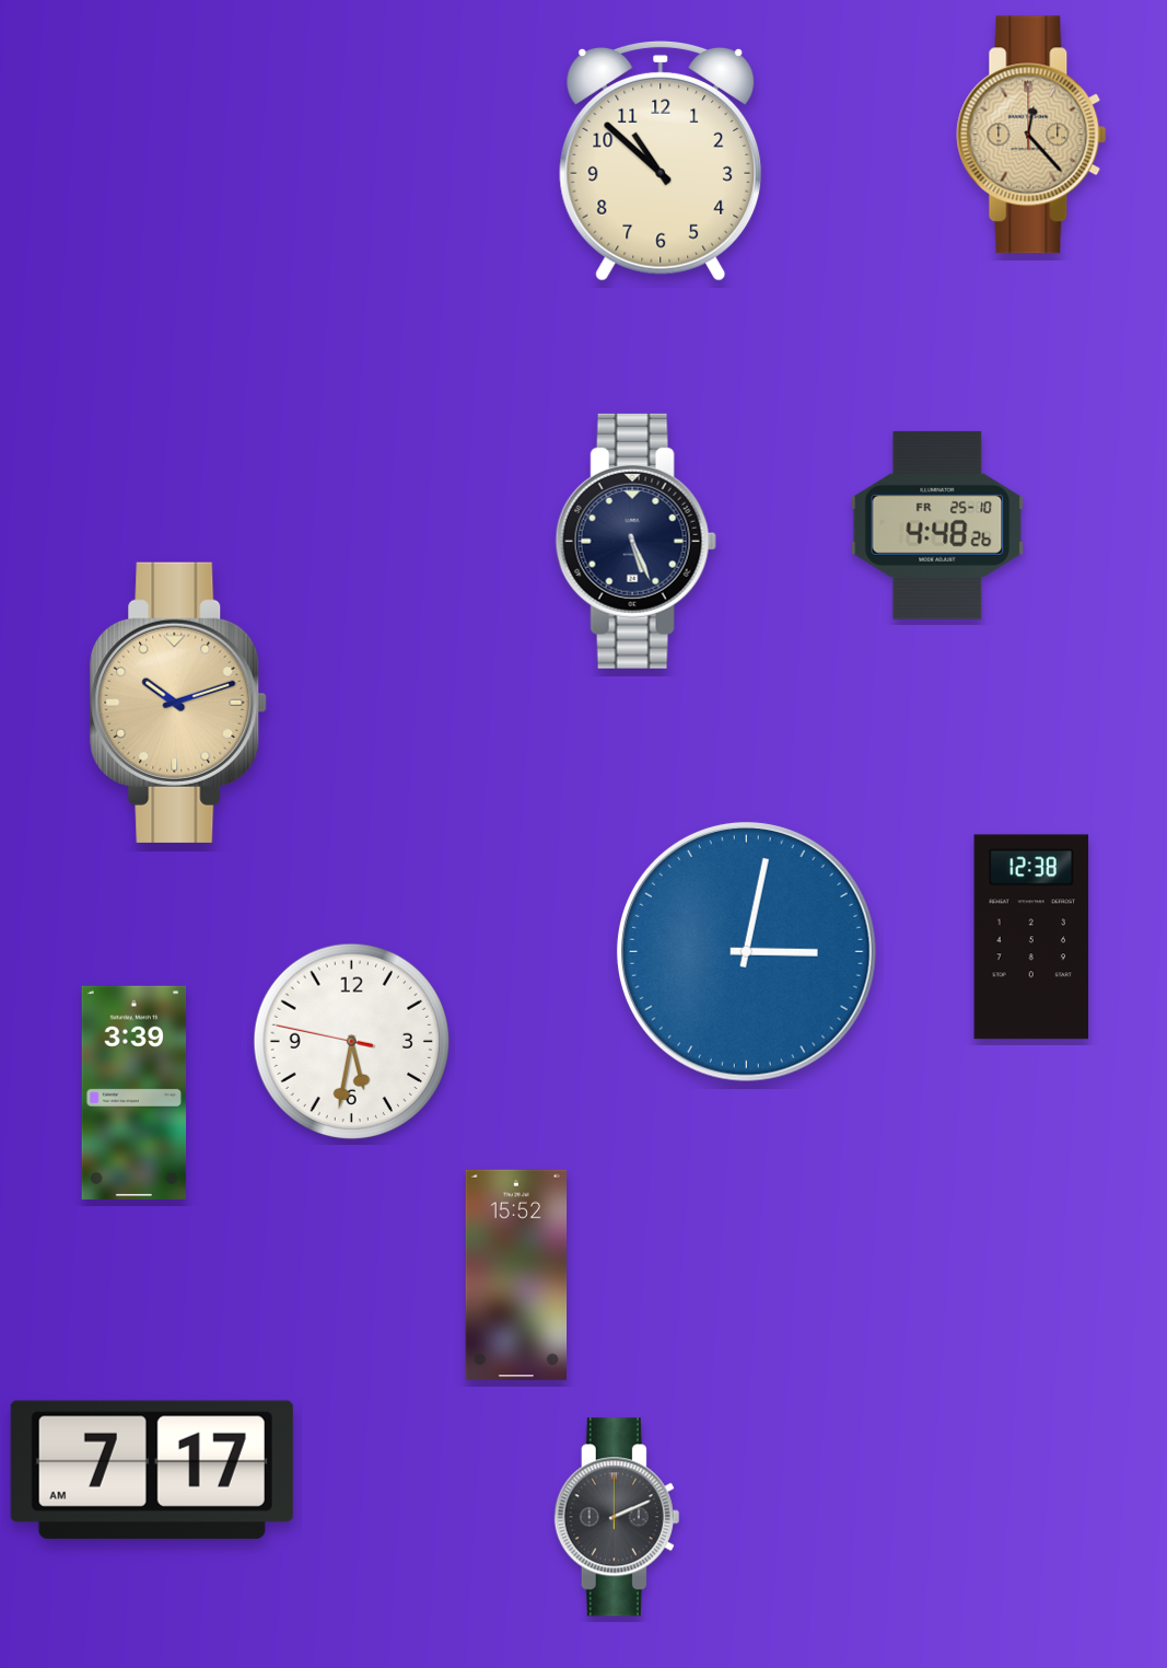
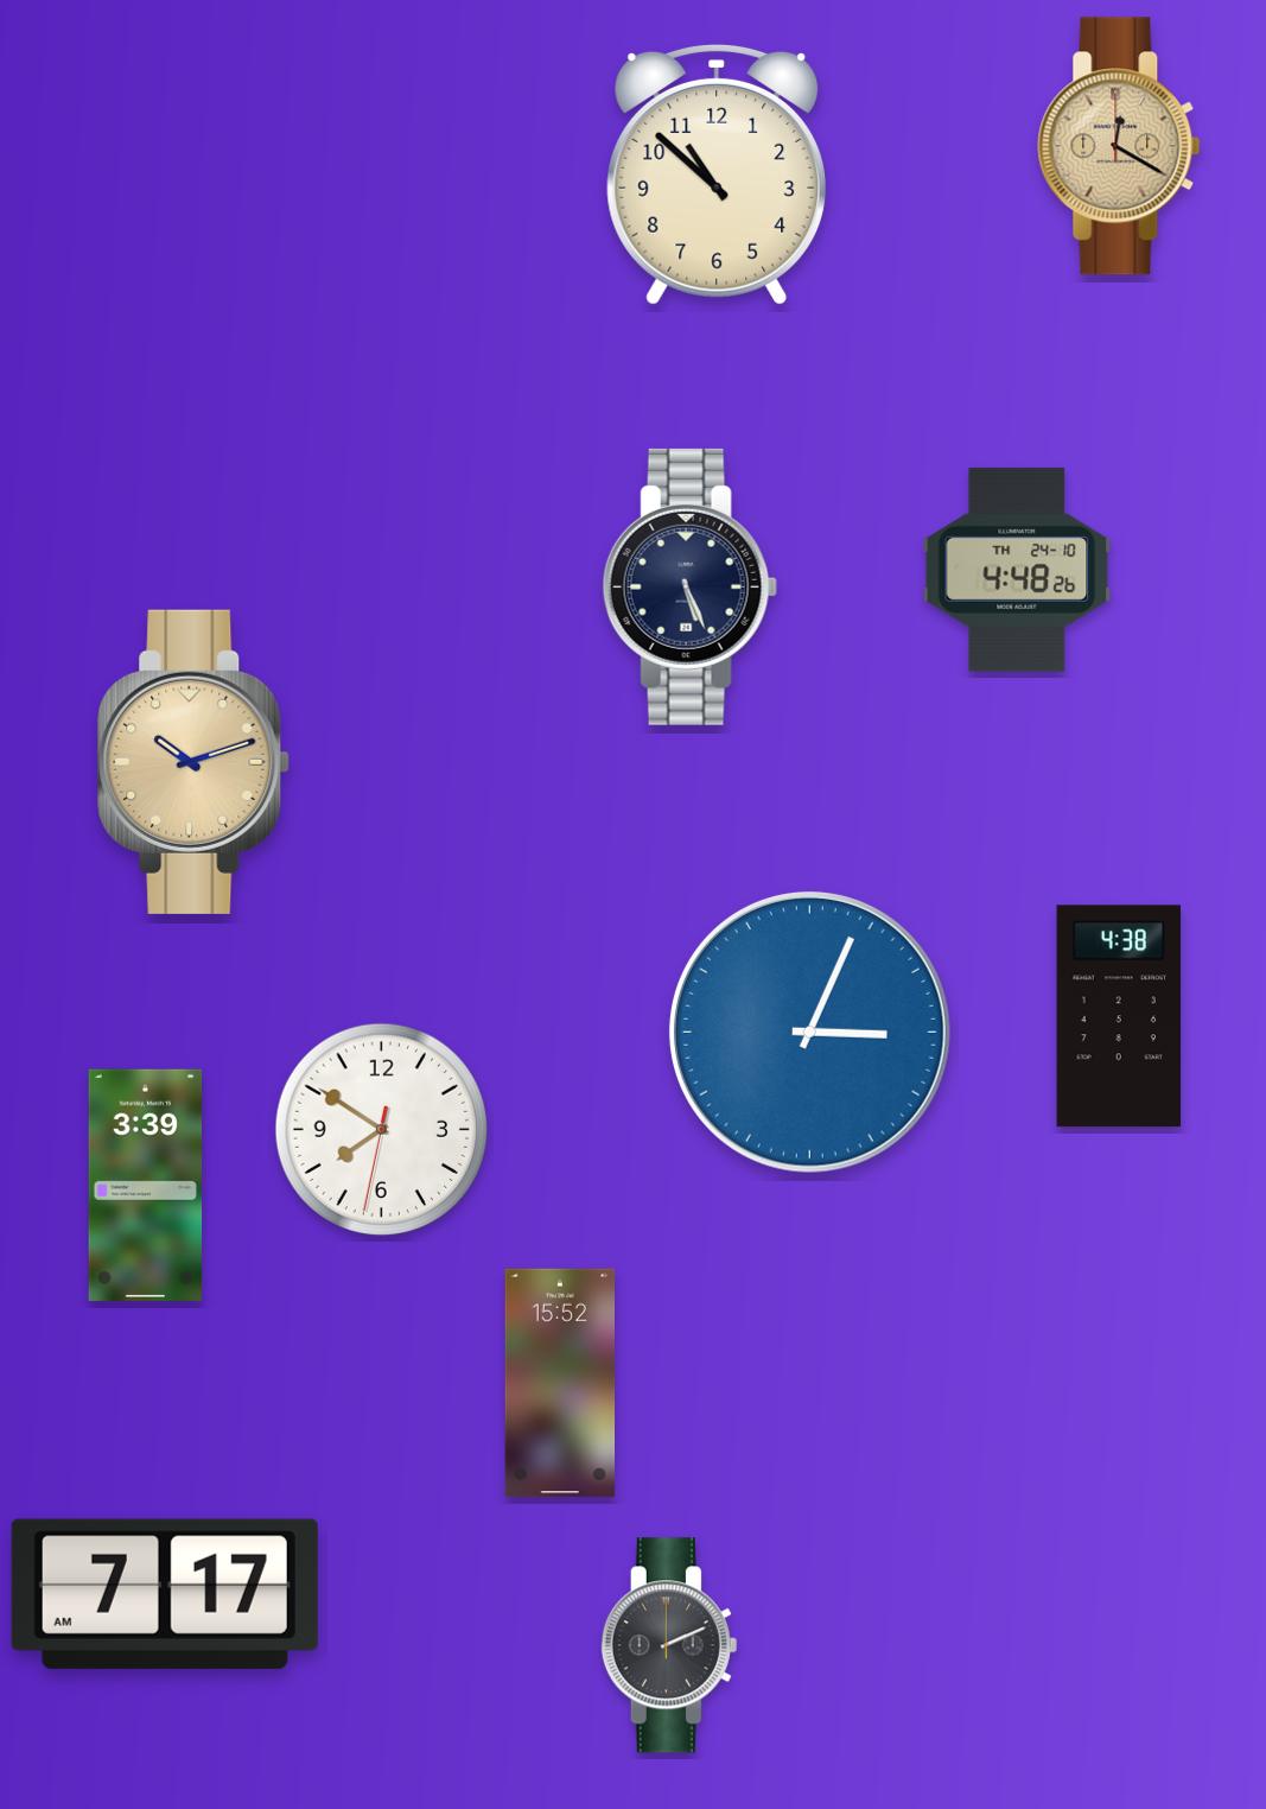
clock at (1031, 135): 12:23 -> 12:20
clock at (937, 525) date: FR 25-10 -> TH 24-10
clock at (1031, 937): 12:38 -> 4:38
clock at (746, 951): 3:02 -> 3:04
clock at (352, 1042): 5:31 -> 7:50
